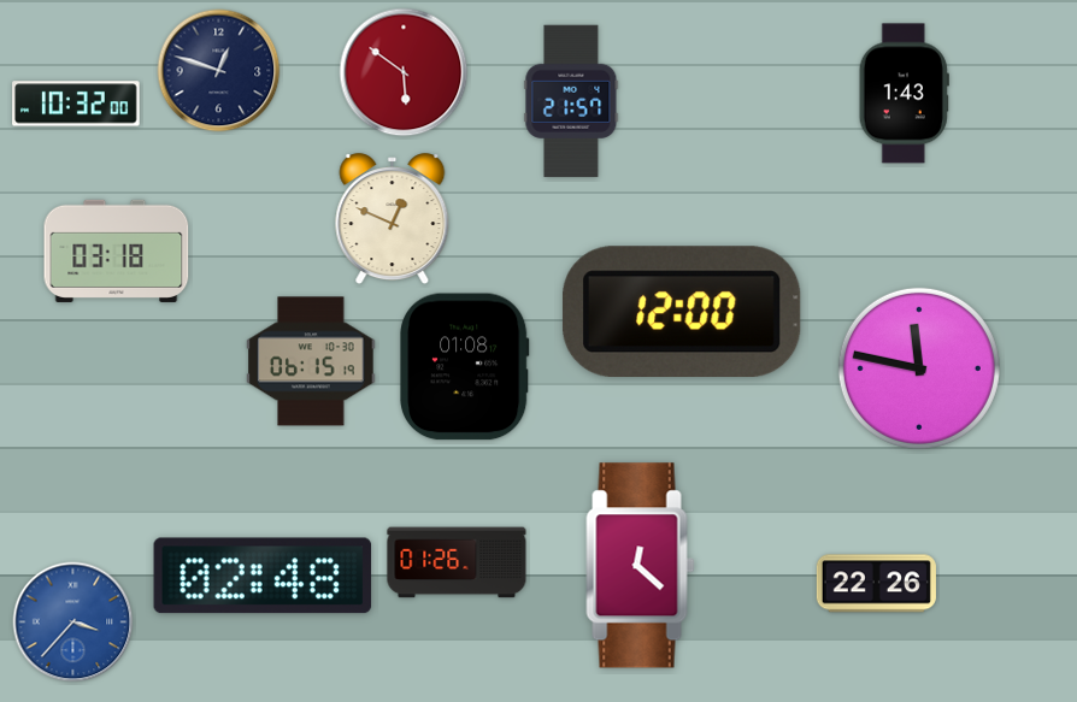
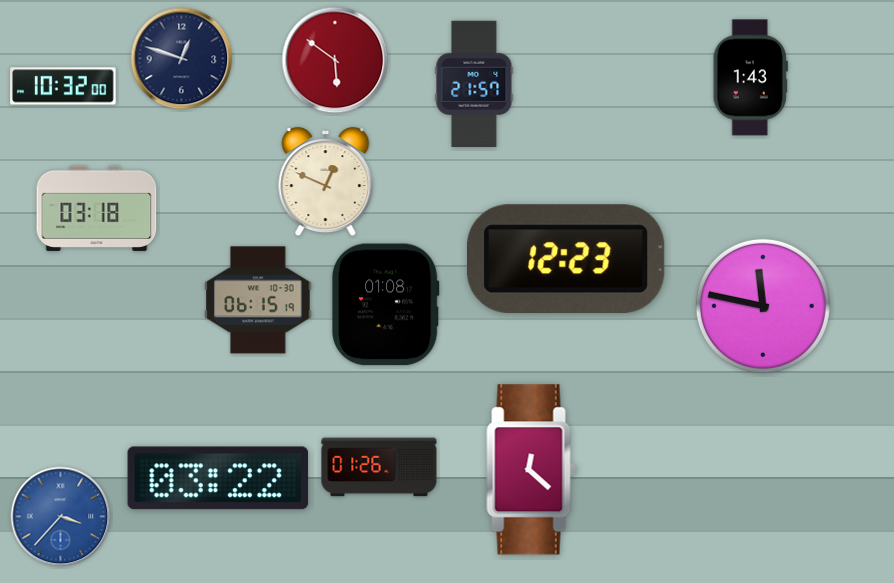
clock at (682, 312): 12:00 -> 12:23
clock at (263, 576): 02:48 -> 03:22
clock at (876, 584): 22:26 -> none
